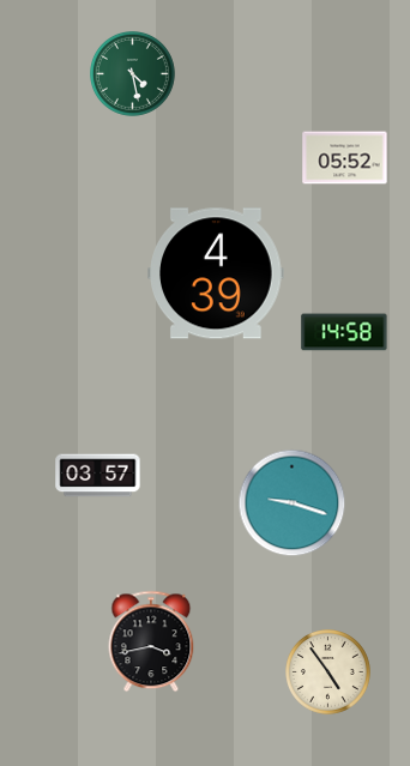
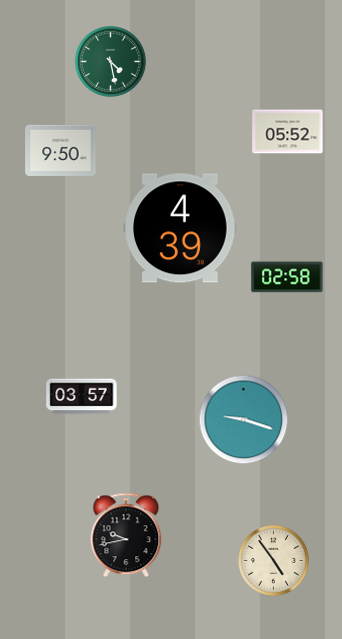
clock at (61, 150): none -> 9:50
clock at (344, 332): 14:58 -> 02:58
clock at (151, 641): 3:43 -> 9:43
